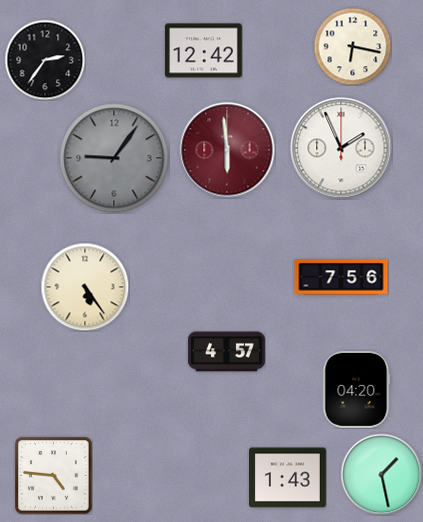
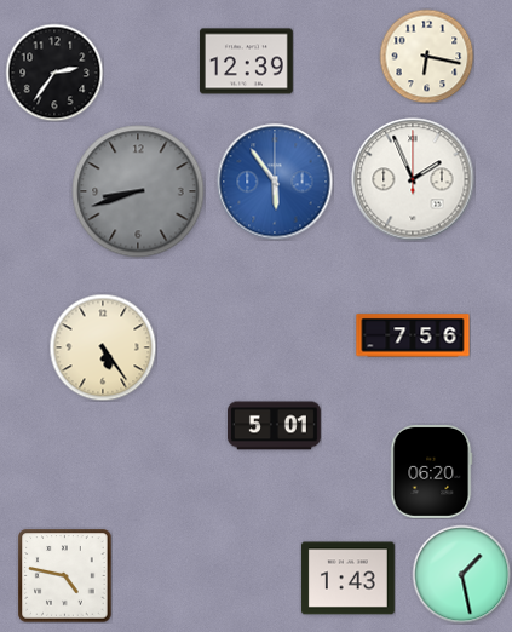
clock at (203, 51): 12:42 -> 12:39
clock at (227, 150): 5:59 -> 5:54
clock at (227, 150) dial: burgundy -> blue
clock at (114, 158): 9:06 -> 8:42
clock at (227, 352): 4:57 -> 5:01
clock at (357, 389): 04:20 -> 06:20
clock at (53, 475): 4:46 -> 4:47
